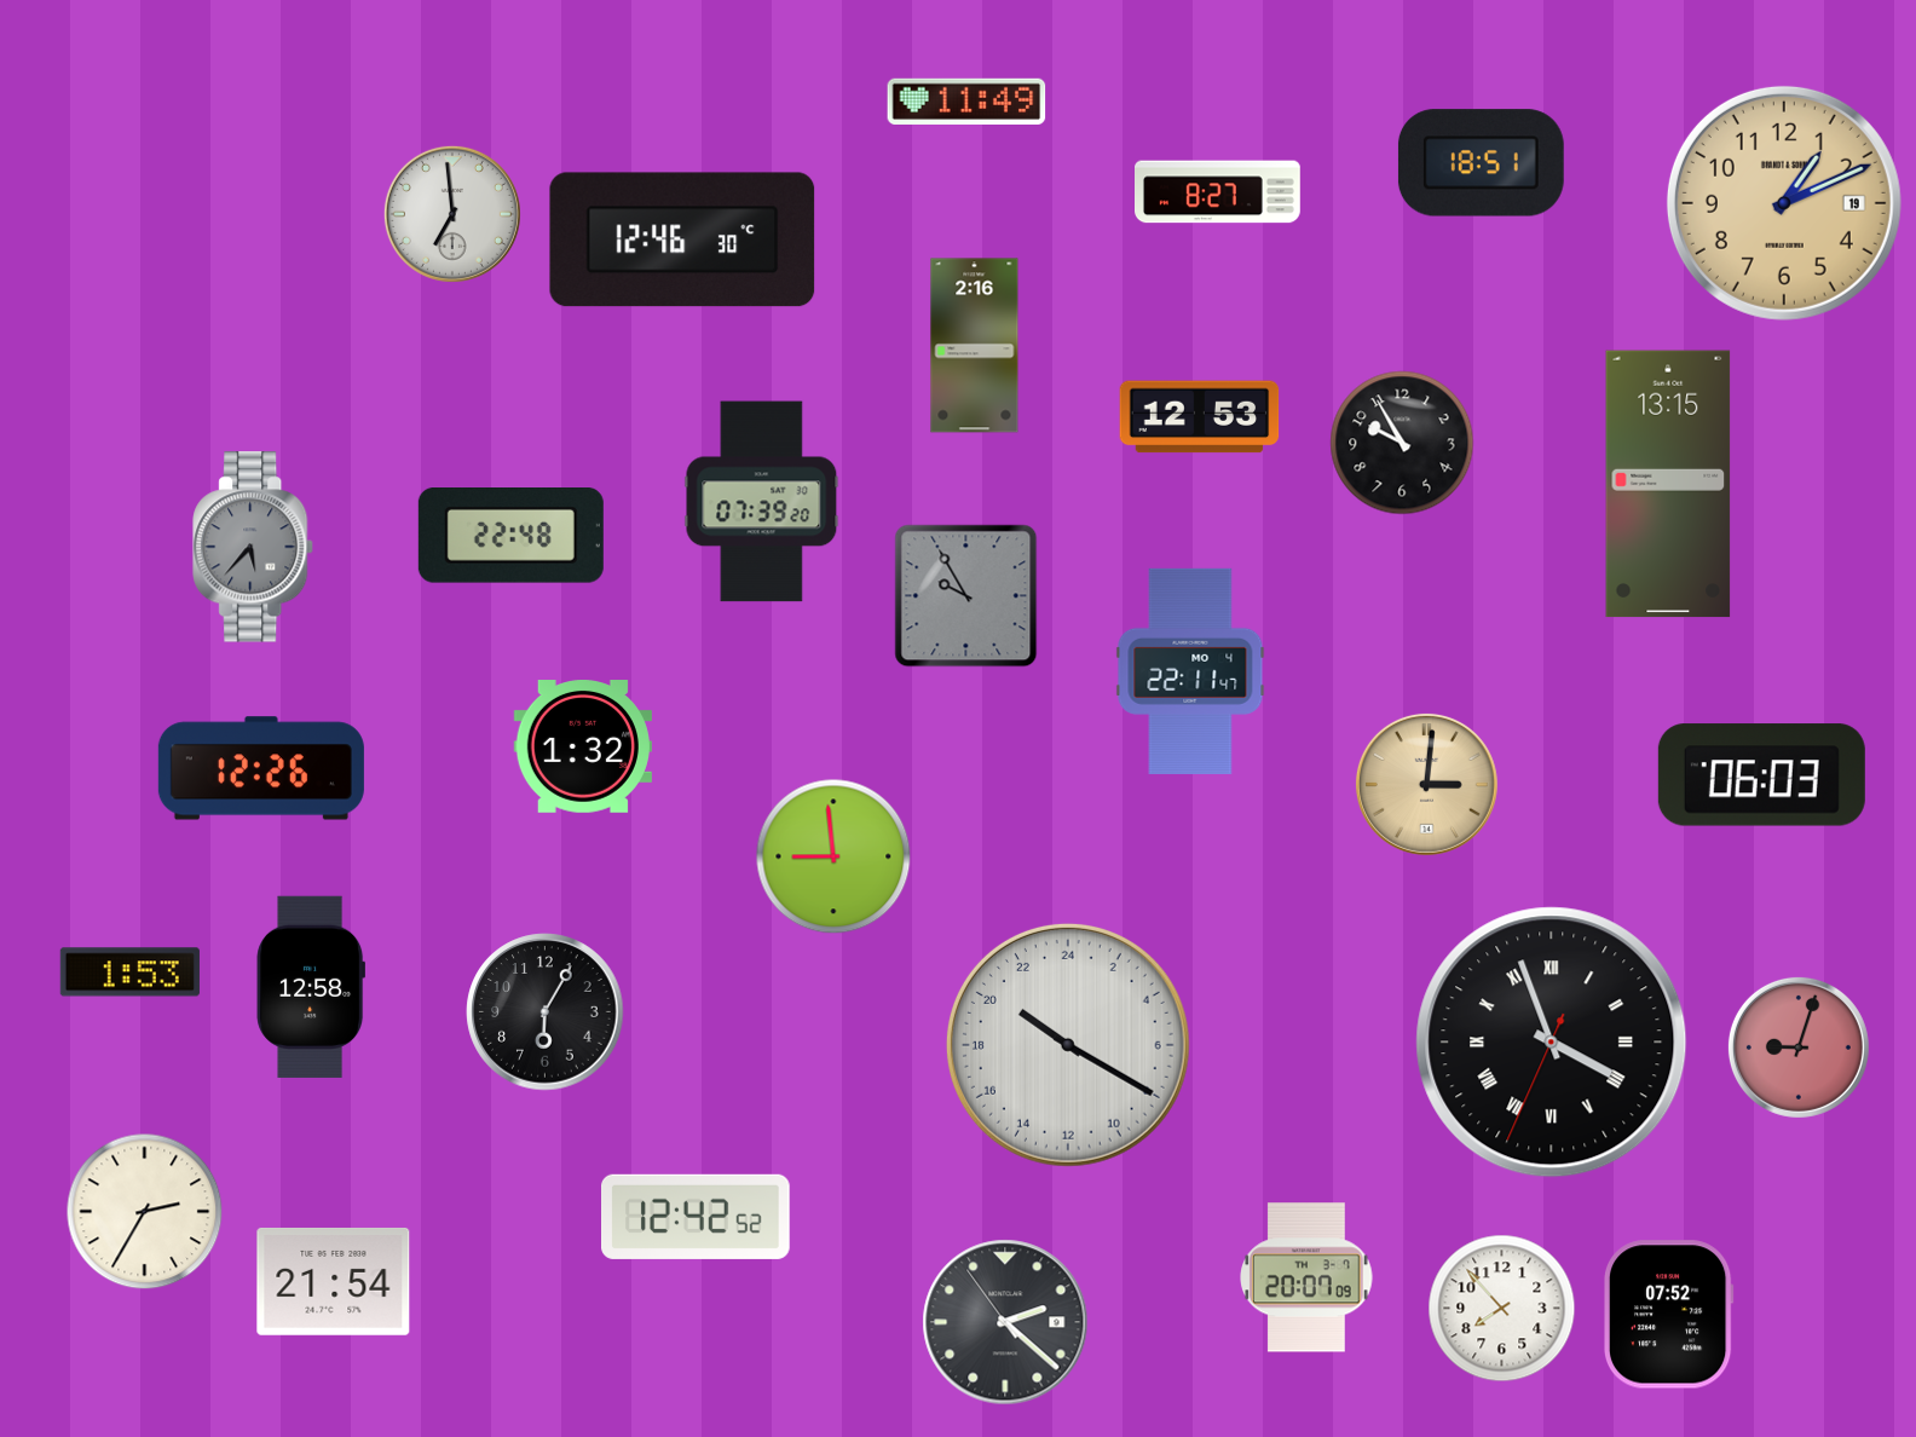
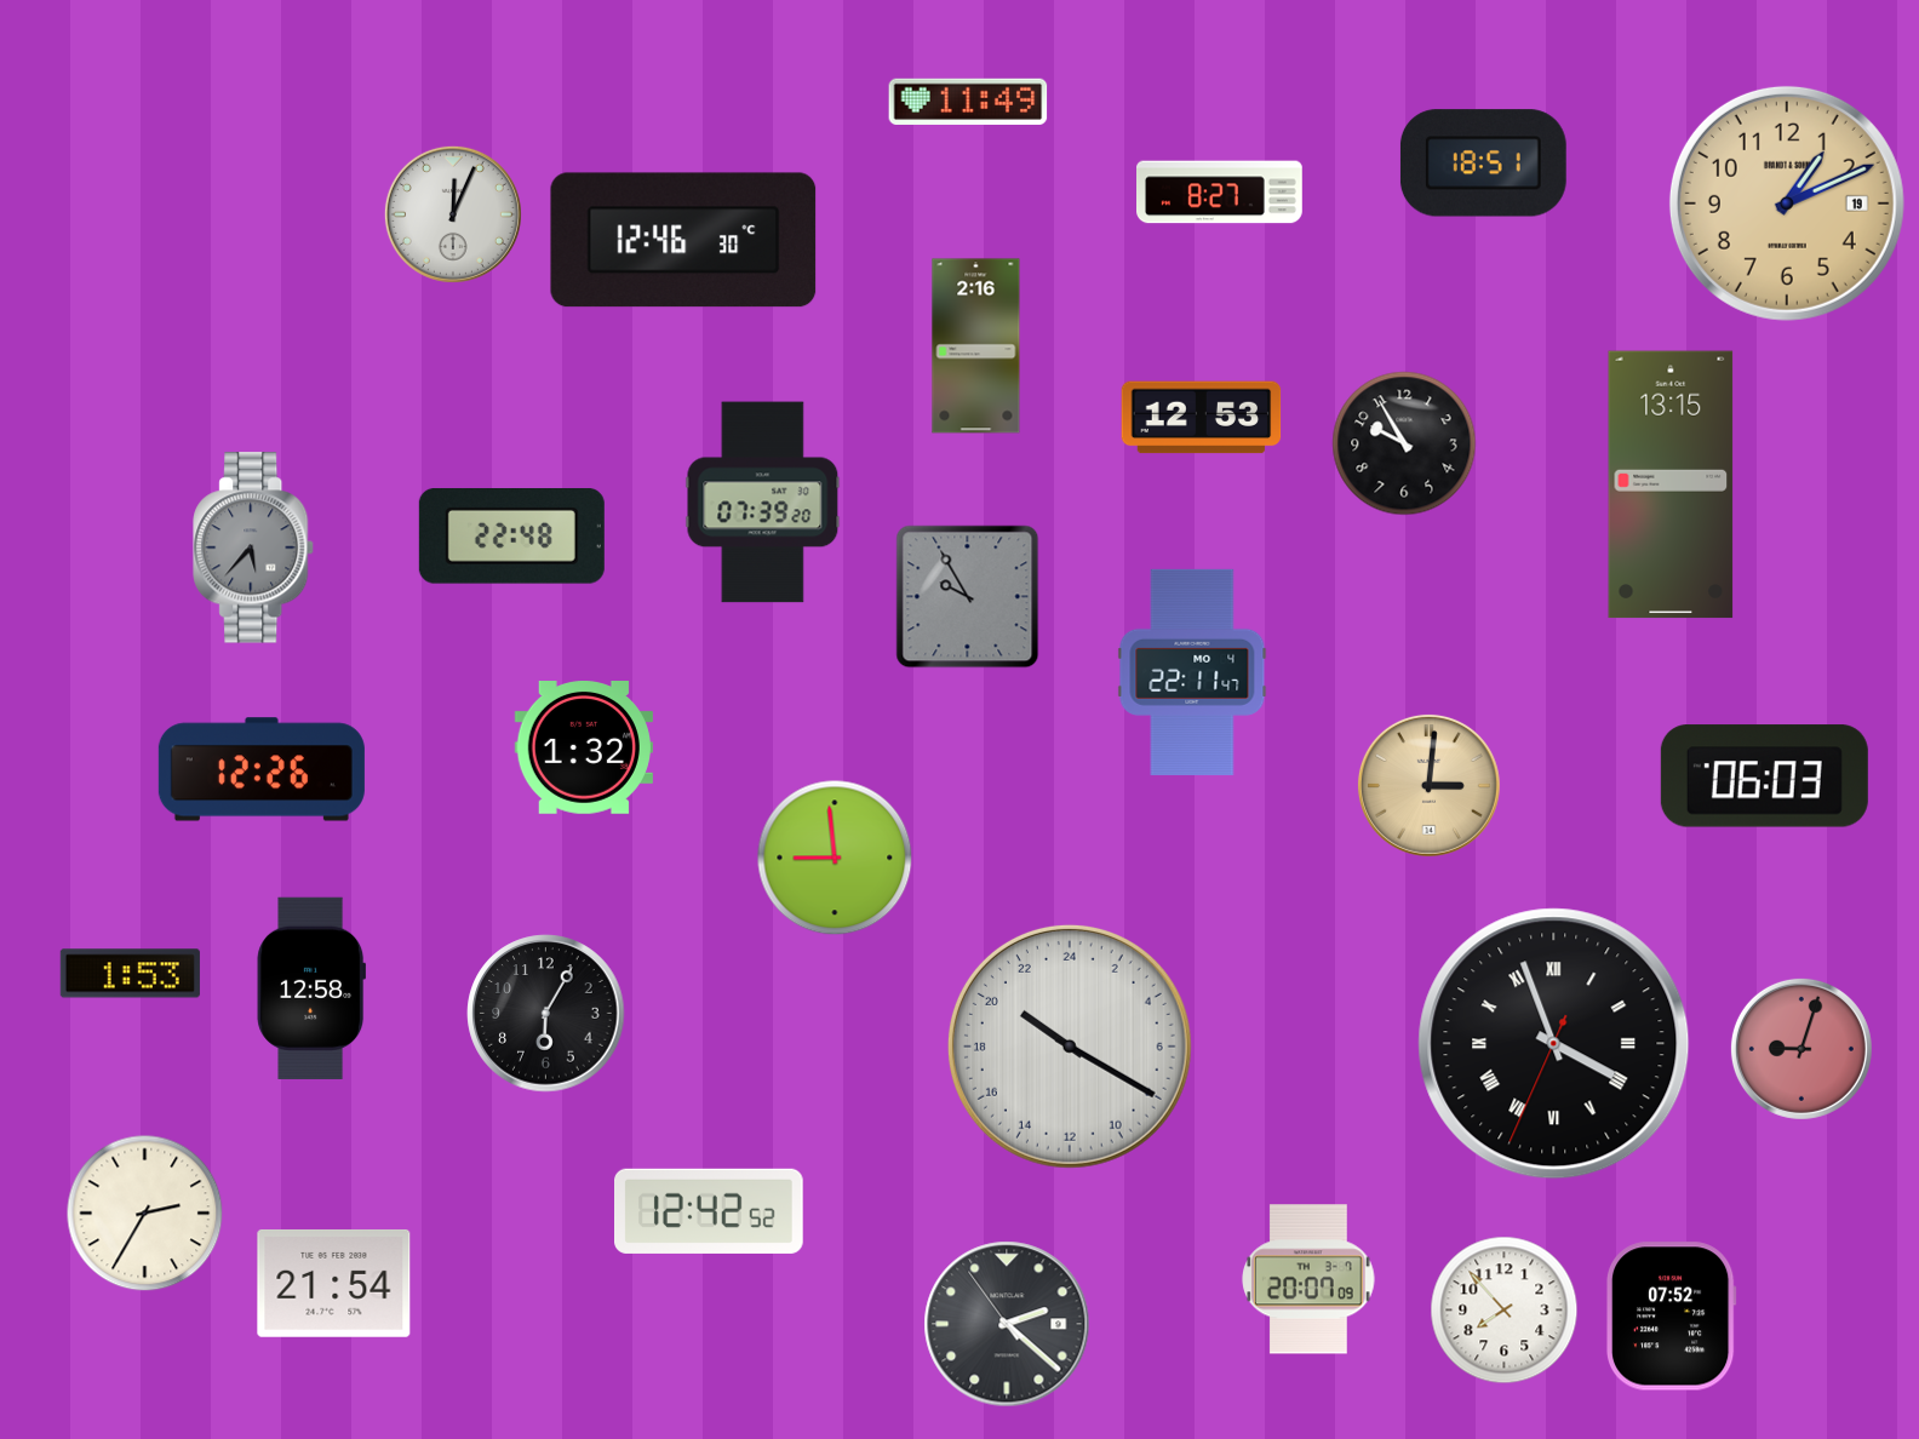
clock at (452, 214): 6:59 -> 12:04
clock at (697, 1217) position: (697, 1217) -> (710, 1211)
